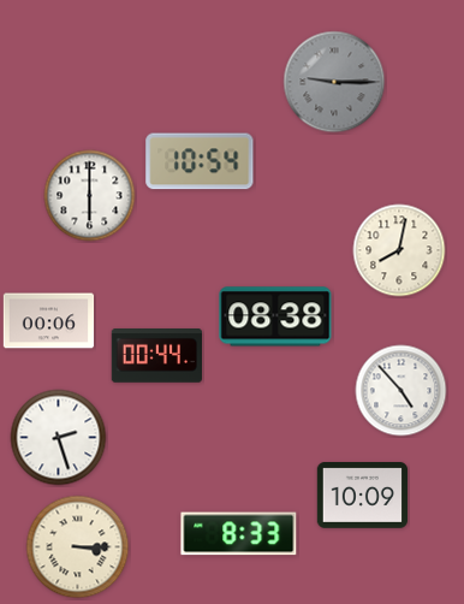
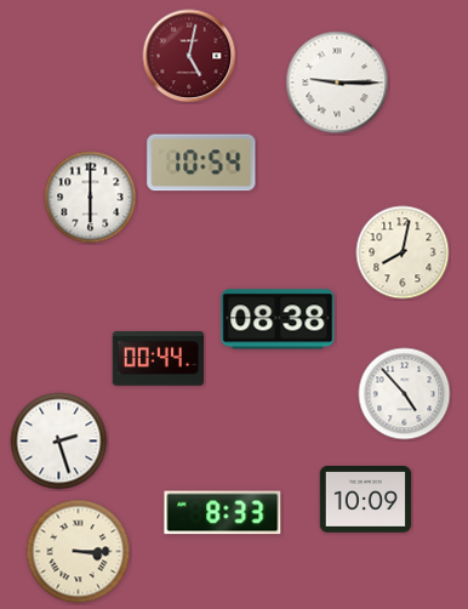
clock at (189, 56): none -> 5:02
clock at (334, 82) dial: grey -> white
clock at (49, 321): 00:06 -> none
clock at (239, 534) position: (239, 534) -> (223, 513)
